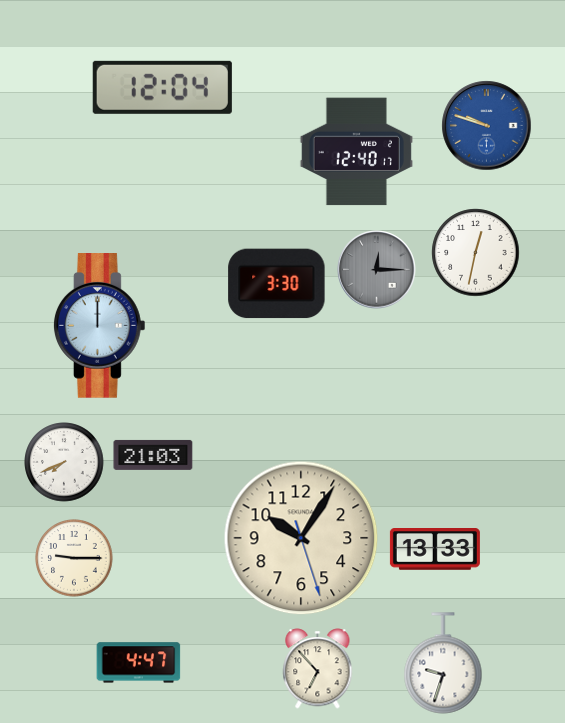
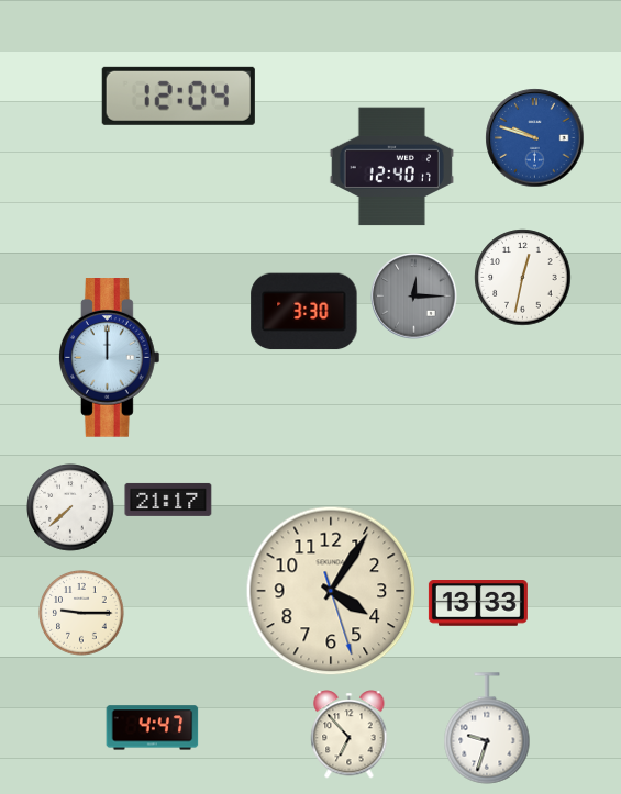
clock at (153, 455): 21:03 -> 21:17
clock at (64, 462): 7:41 -> 7:38
clock at (301, 538): 10:05 -> 4:05
